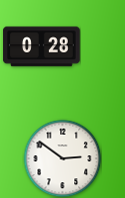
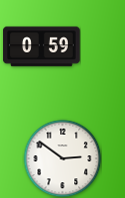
clock at (42, 47): 0:28 -> 0:59
